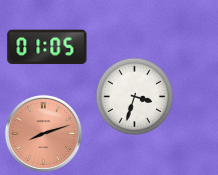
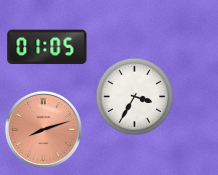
clock at (134, 96): 3:33 -> 3:35
clock at (43, 133) position: (43, 133) -> (43, 129)
